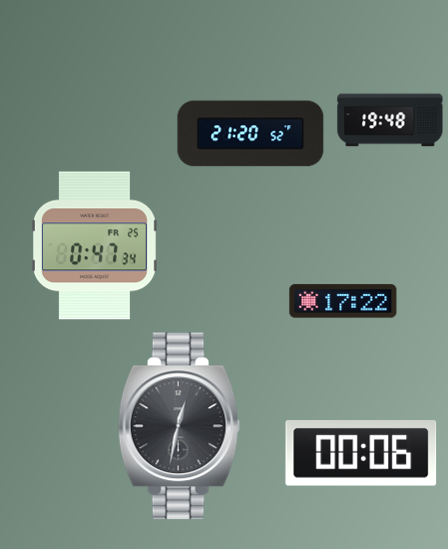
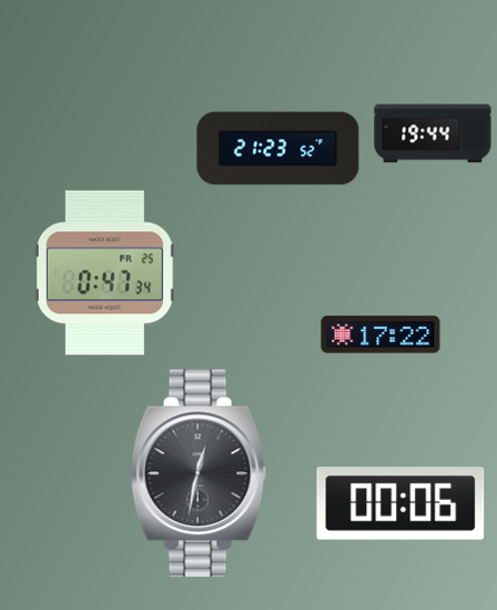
clock at (390, 120): 19:48 -> 19:44
clock at (251, 134): 21:20 -> 21:23
